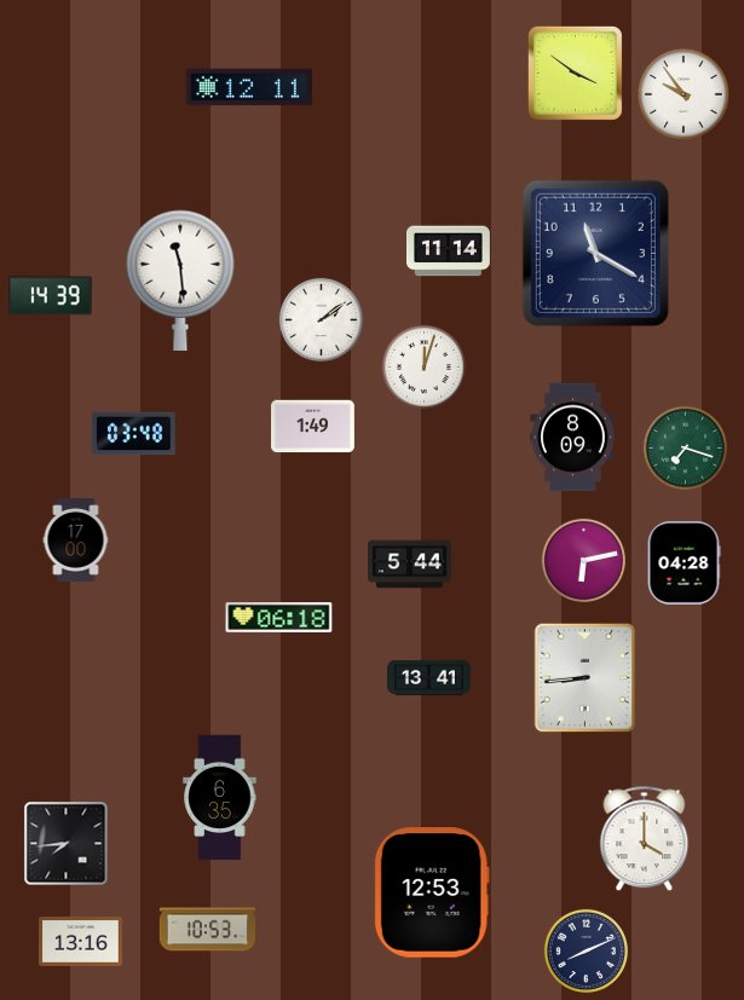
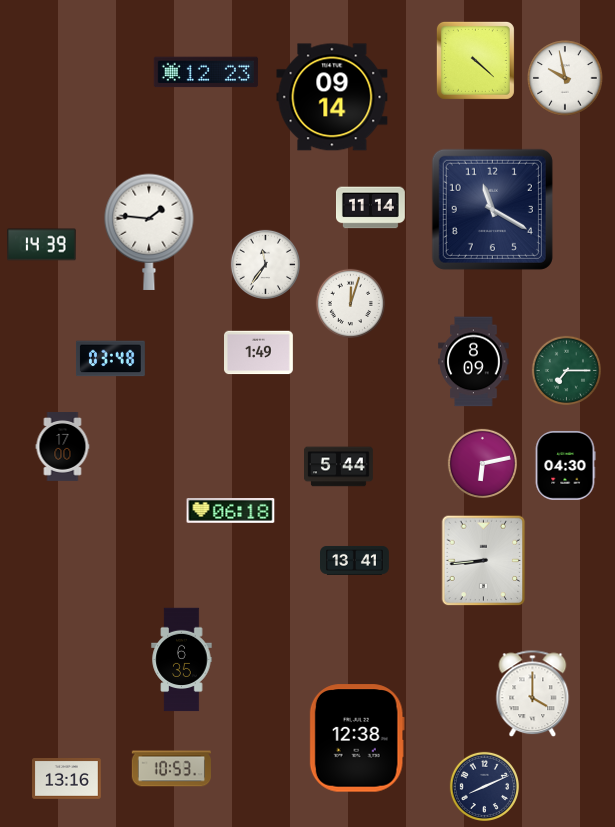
clock at (575, 73): 3:51 -> 4:22
clock at (249, 87): 12:11 -> 12:23
clock at (684, 94): 9:54 -> 9:58
clock at (332, 97): none -> 09:14
clock at (180, 281): 11:29 -> 1:46
clock at (321, 319): 2:09 -> 11:36
clock at (685, 447): 7:18 -> 7:15
clock at (684, 563): 04:28 -> 04:30
clock at (67, 844): 7:44 -> none
clock at (432, 892): 12:53 -> 12:38
